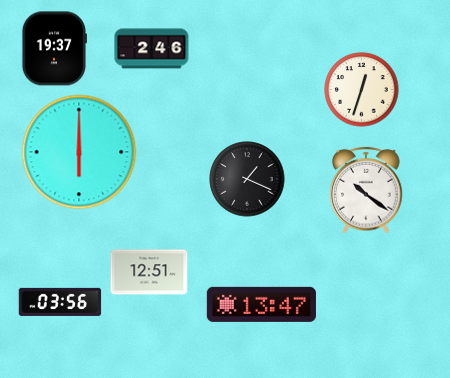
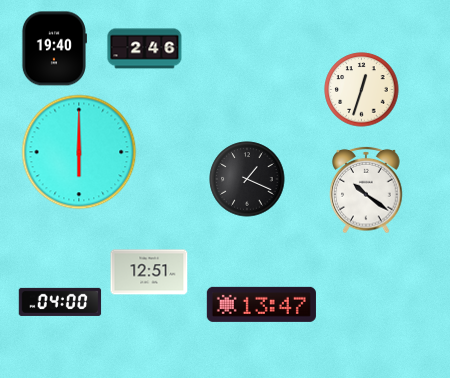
clock at (54, 49): 19:37 -> 19:40
clock at (152, 49) position: (152, 49) -> (145, 49)
clock at (60, 302): 03:56 -> 04:00
